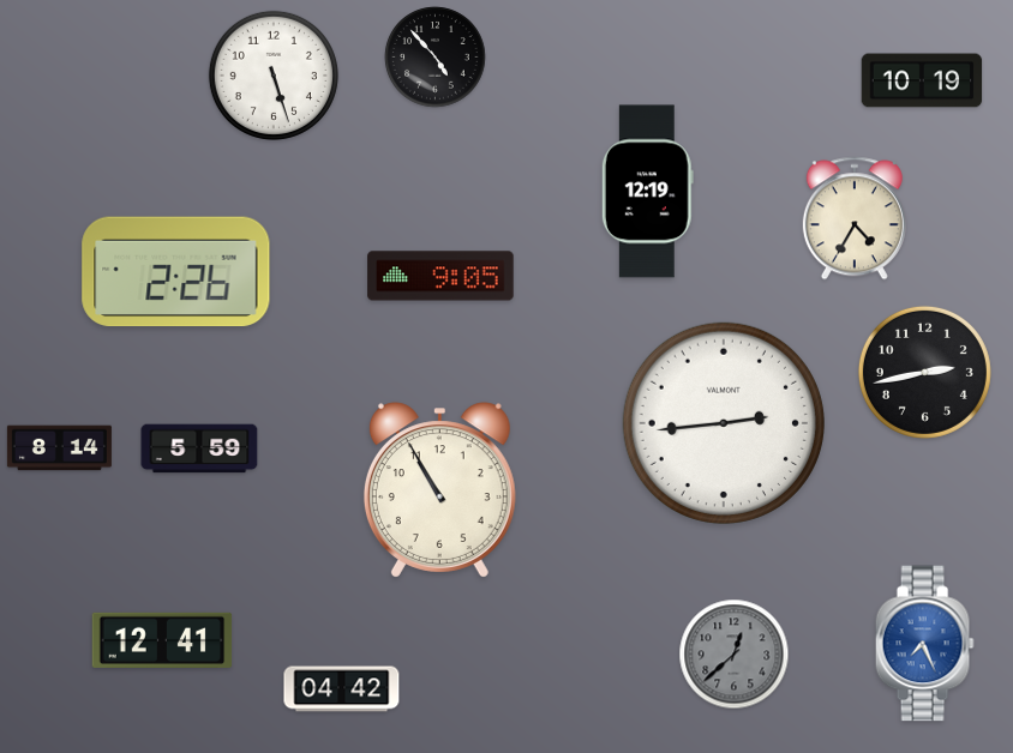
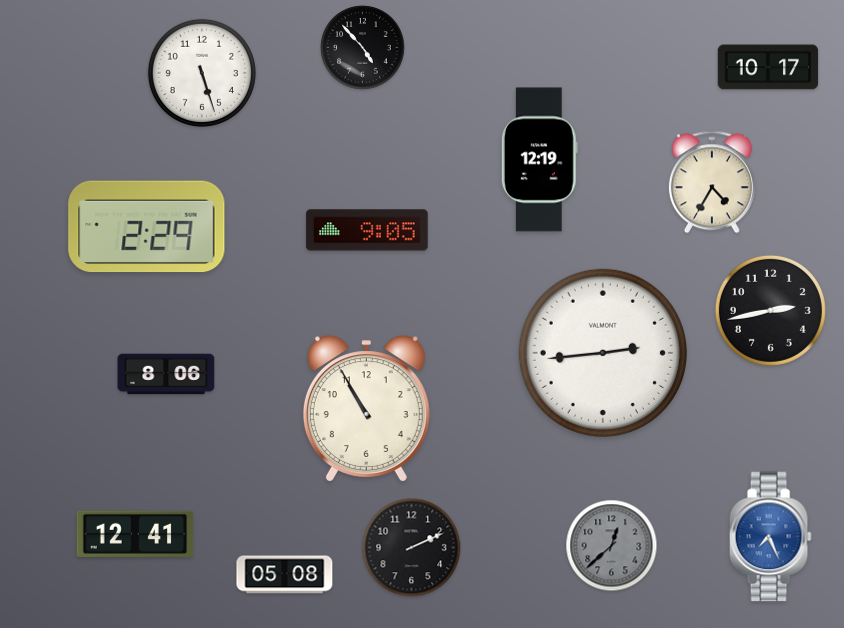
clock at (274, 76) position: (274, 76) -> (202, 73)
clock at (922, 80): 10:19 -> 10:17
clock at (176, 272): 2:26 -> 2:29
clock at (59, 448): 8:14 -> none
clock at (199, 448): 5:59 -> 8:06
clock at (412, 548): none -> 2:11
clock at (342, 689): 04:42 -> 05:08
